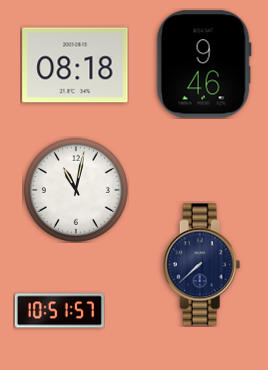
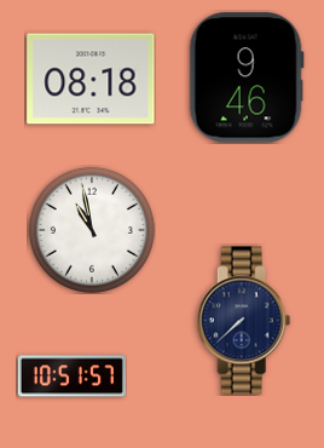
clock at (76, 190): 11:02 -> 10:58
